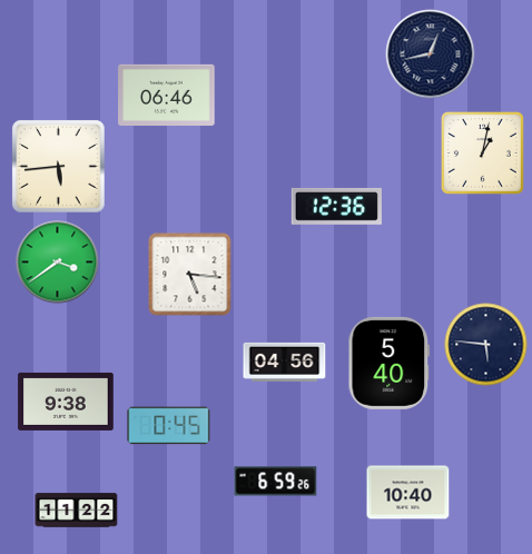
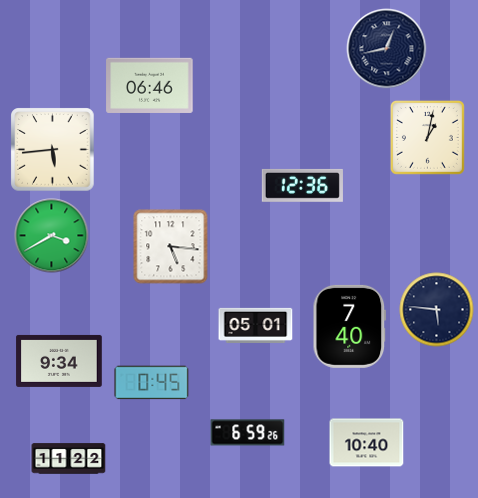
clock at (482, 152) position: (482, 152) -> (427, 137)
clock at (58, 263): 3:39 -> 3:40
clock at (285, 362): 04:56 -> 05:01
clock at (390, 363): 5:40 -> 7:40
clock at (66, 402): 9:38 -> 9:34
